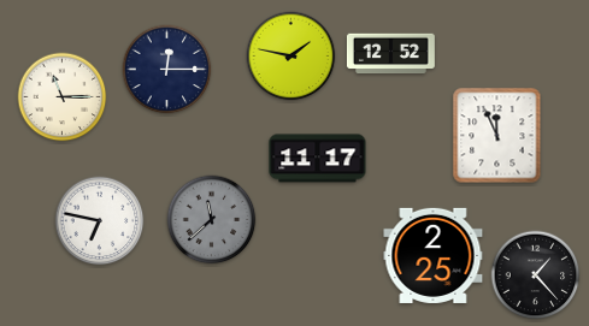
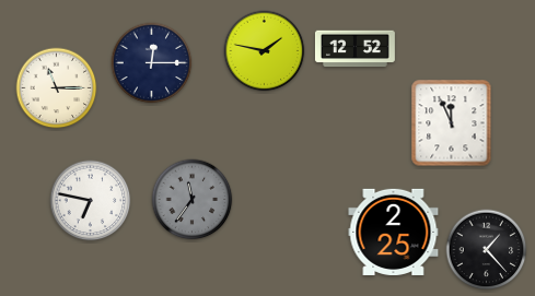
clock at (318, 159): 11:17 -> none
clock at (212, 220): 11:38 -> 11:36
